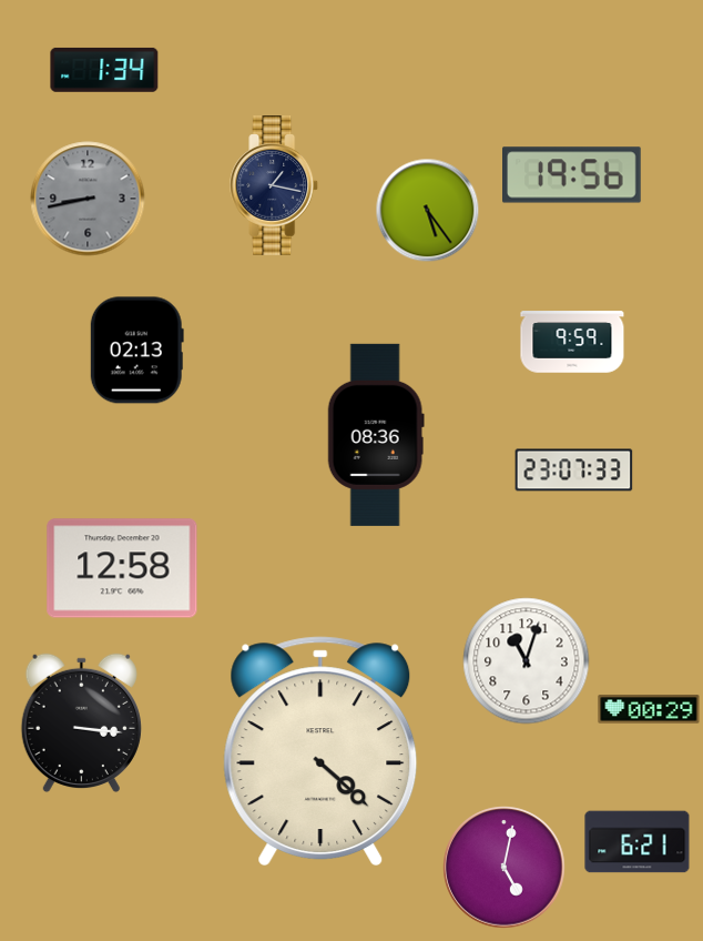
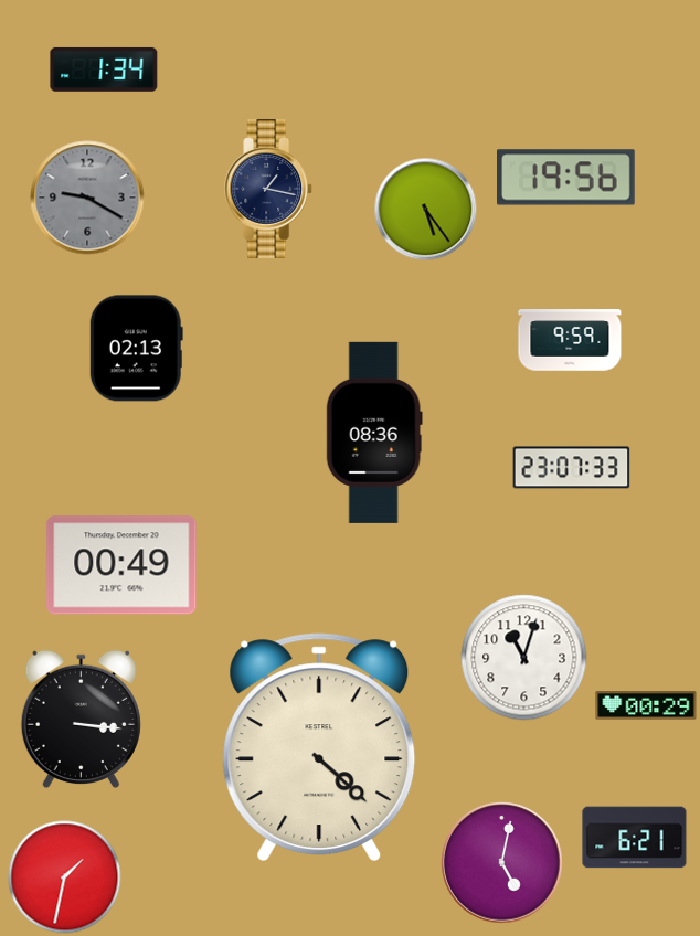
clock at (572, 175) position: (572, 175) -> (566, 178)
clock at (275, 185) position: (275, 185) -> (269, 189)
clock at (88, 199): 8:43 -> 9:20
clock at (122, 568): 12:58 -> 00:49
clock at (65, 878): none -> 1:32
